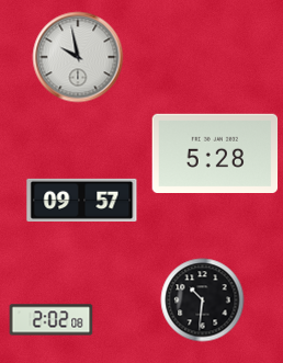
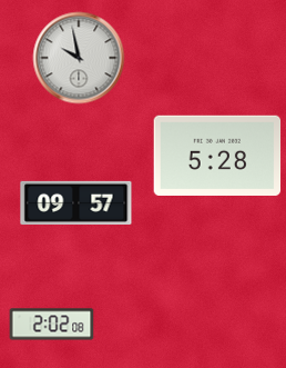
clock at (82, 200) position: (82, 200) -> (76, 202)
clock at (203, 300): 10:31 -> none
